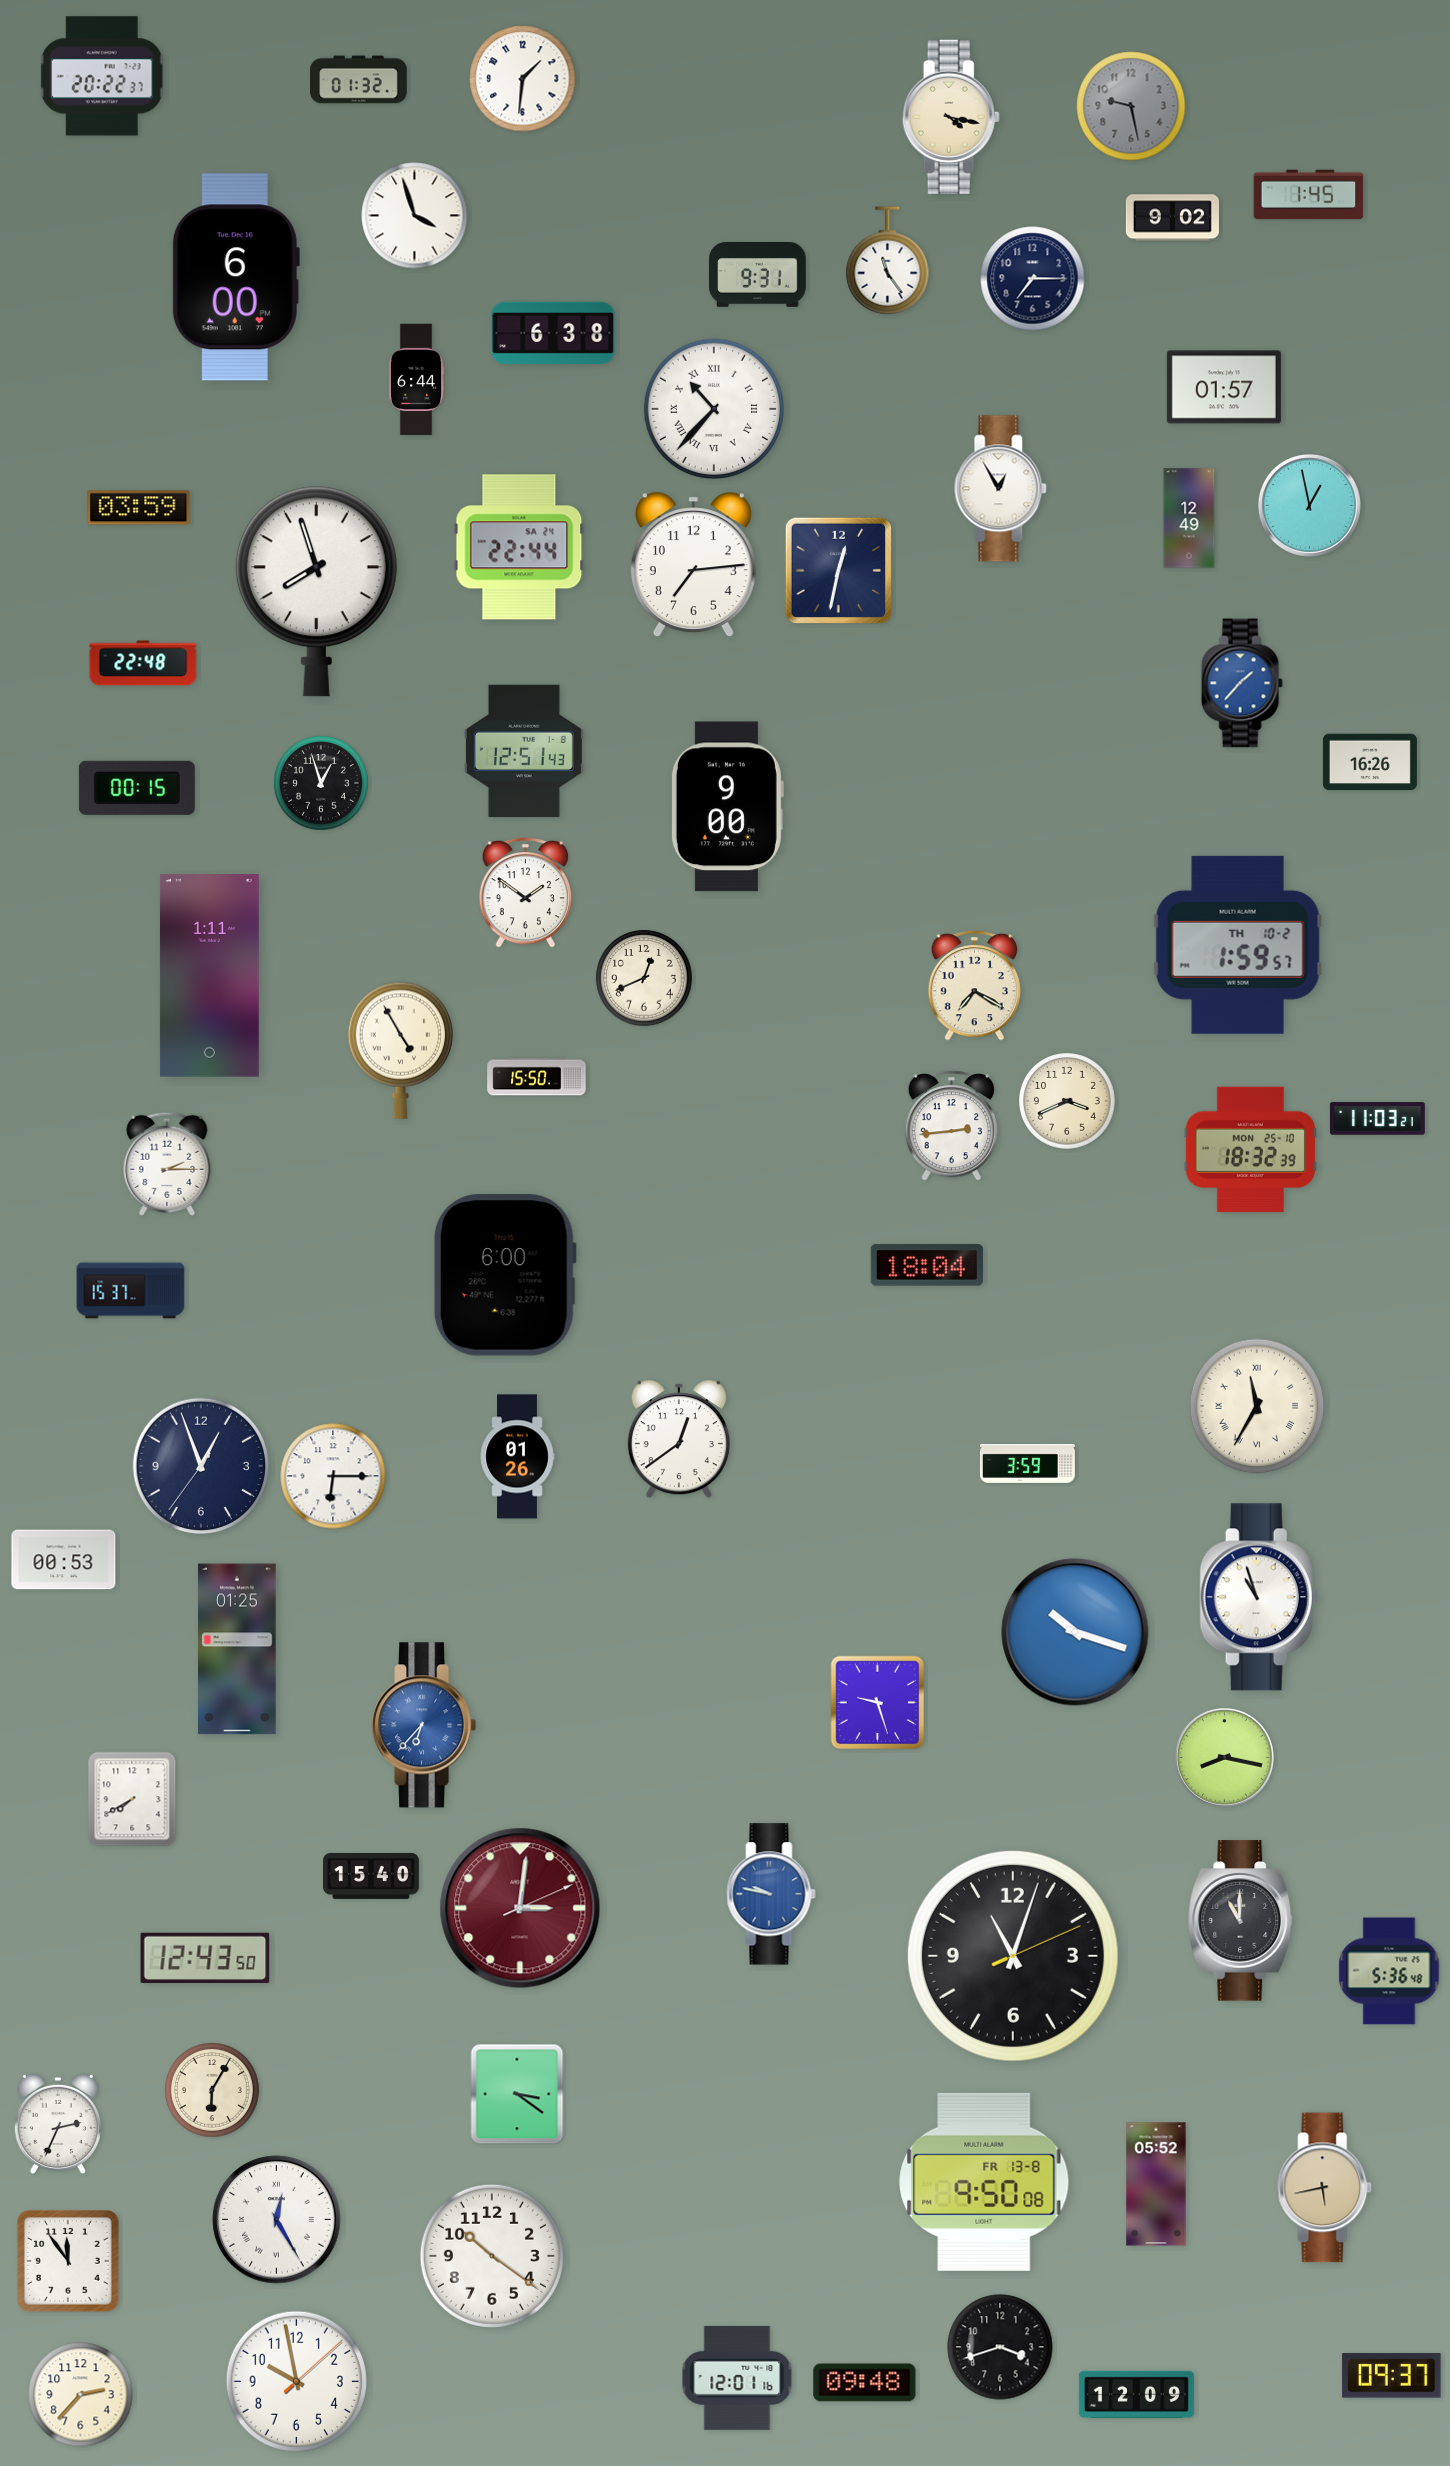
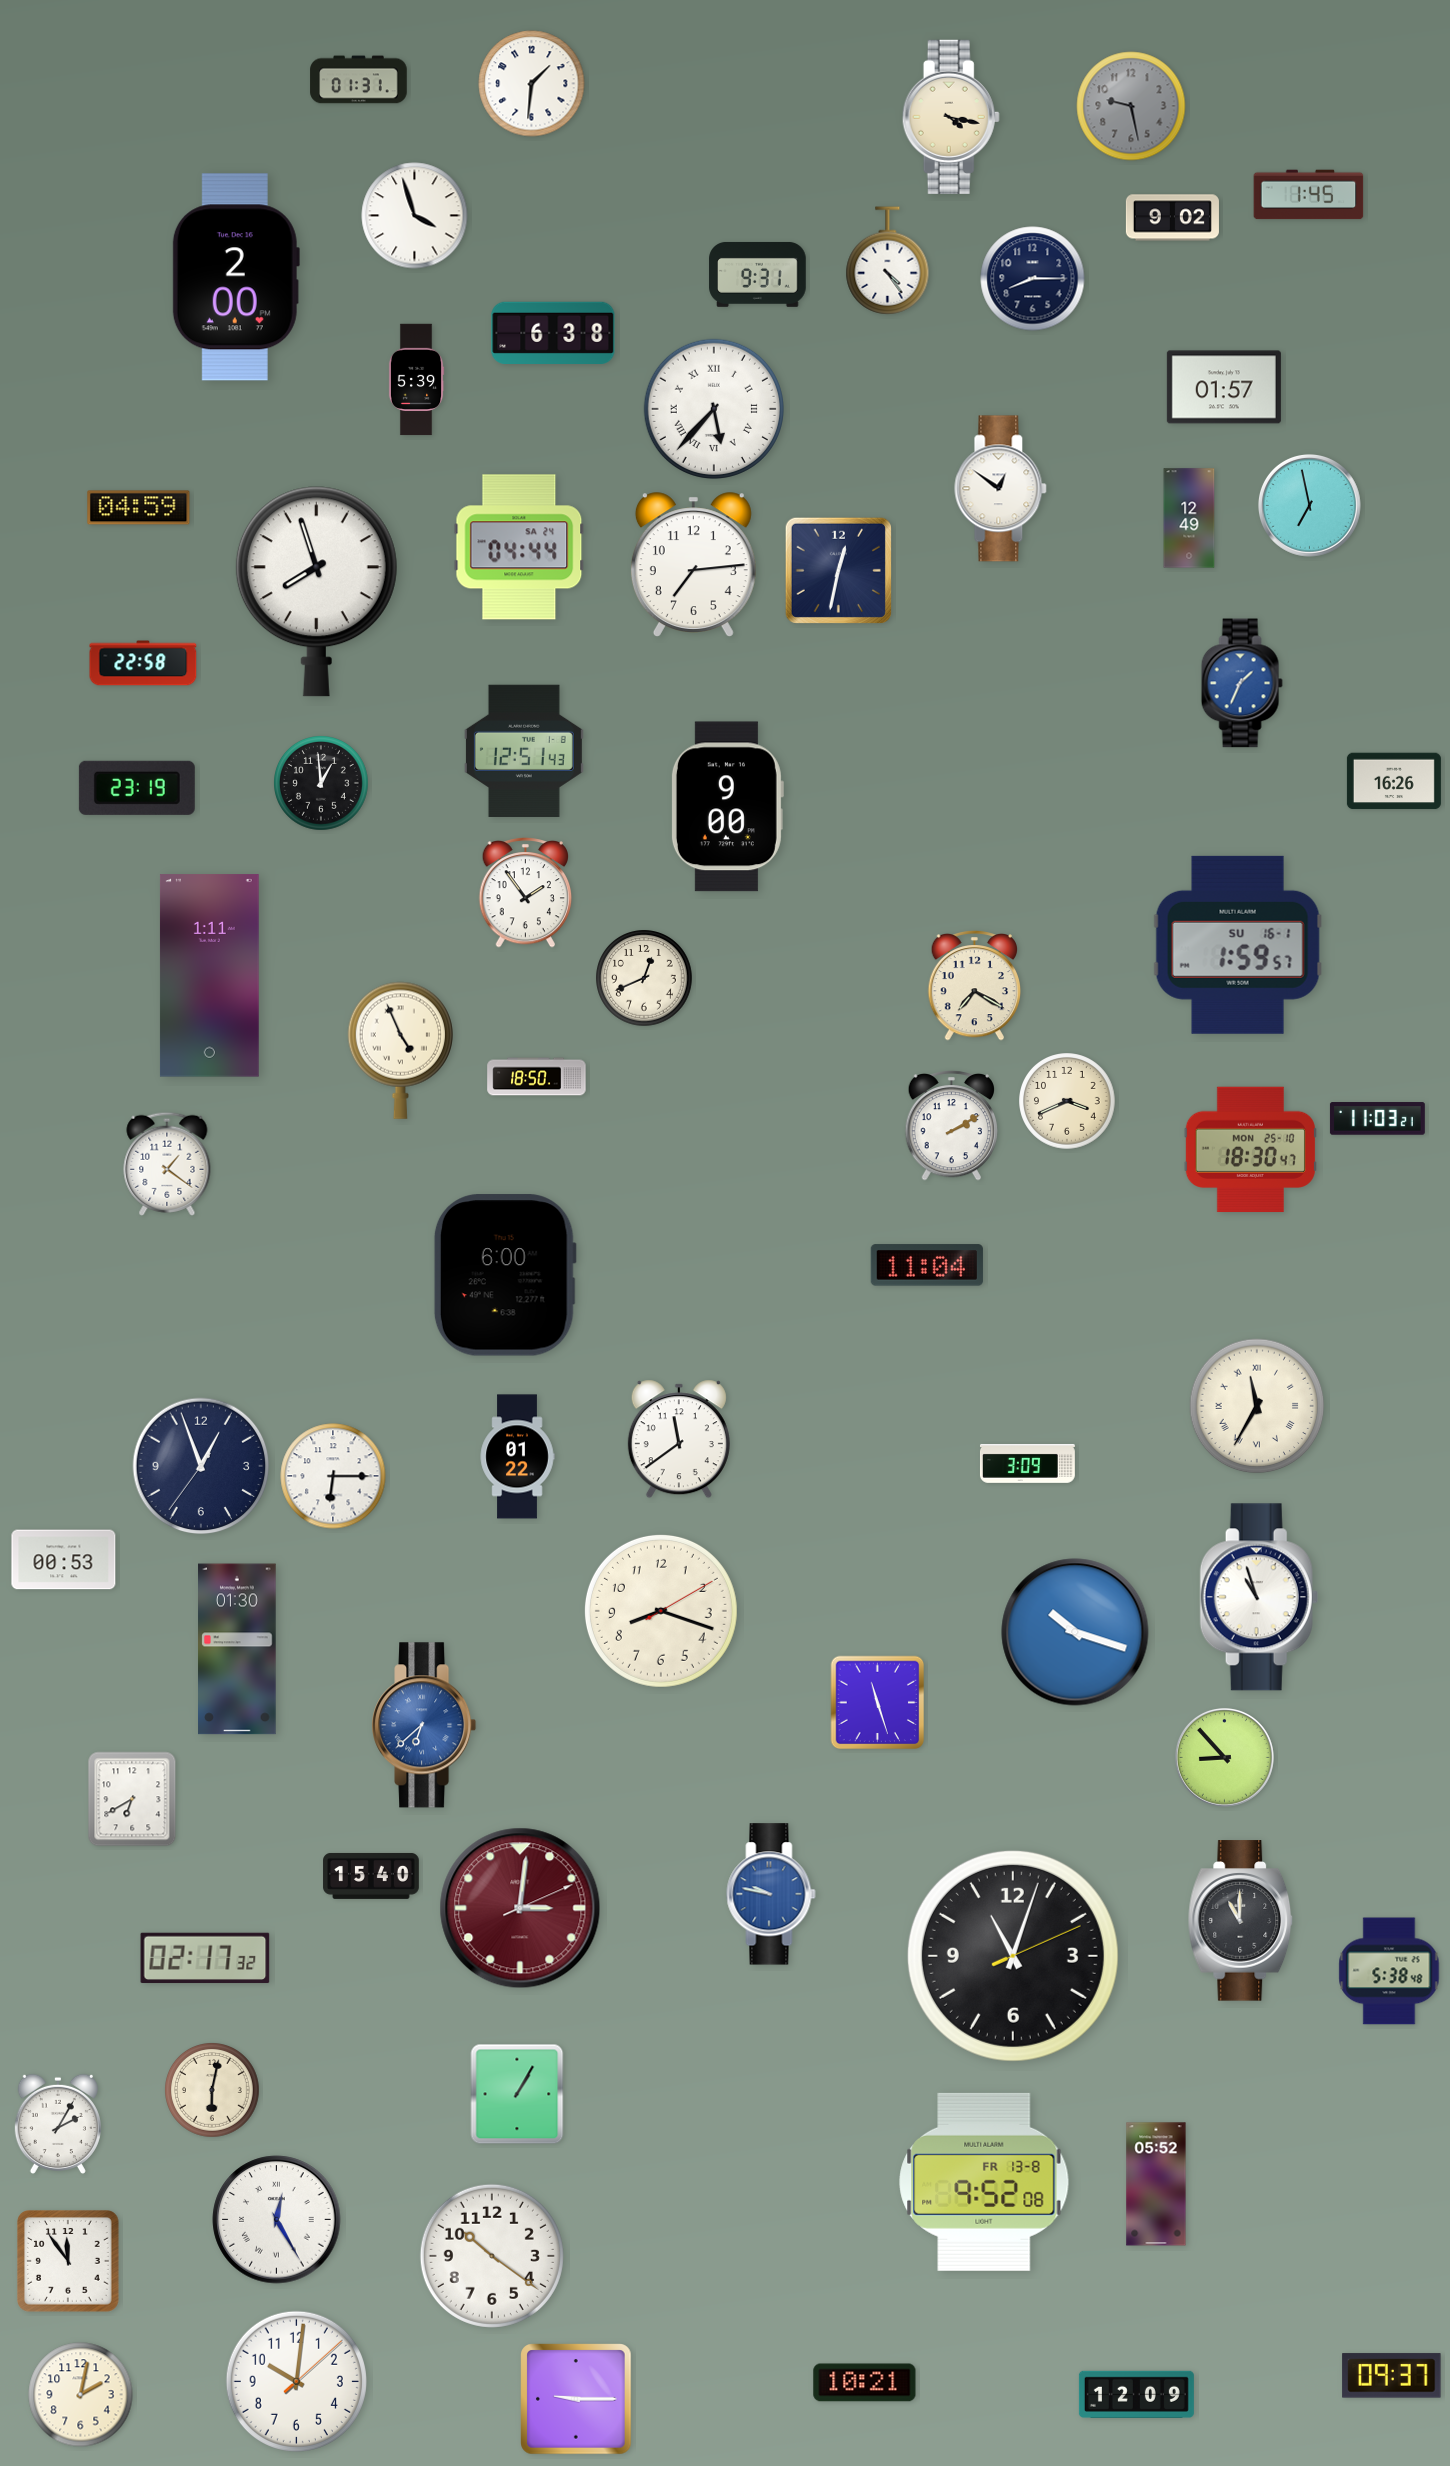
clock at (102, 76): 20:22 -> none
clock at (523, 79) position: (523, 79) -> (532, 84)
clock at (359, 80): 01:32 -> 01:31
clock at (888, 261): 11:24 -> 4:24
clock at (236, 277): 6:00 -> 2:00
clock at (1033, 279): 7:15 -> 8:15
clock at (416, 380): 6:44 -> 5:39
clock at (714, 409): 10:37 -> 5:37
clock at (1001, 489): 12:55 -> 12:51
clock at (1309, 505): 12:58 -> 6:58
clock at (139, 508): 03:59 -> 04:59
clock at (519, 547): 22:44 -> 04:44
clock at (143, 663): 22:48 -> 22:58
clock at (1242, 683): 1:37 -> 1:34
clock at (1370, 762) position: (1370, 762) -> (1394, 781)
clock at (322, 784): 12:57 -> 12:59
clock at (137, 788): 00:15 -> 23:19
clock at (525, 892): 1:51 -> 1:54
clock at (1238, 945) date: TH 10-2 -> SU 16-1
clock at (400, 1050): 4:55 -> 4:56
clock at (537, 1077): 15:50 -> 18:50
clock at (951, 1125): 2:44 -> 2:10
clock at (1250, 1150): 18:32 -> 18:30
clock at (167, 1164): 2:15 -> 1:21
clock at (927, 1265): 18:04 -> 11:04
clock at (131, 1291): 15:37 -> none
clock at (679, 1439): 12:39 -> 11:39
clock at (517, 1457): 01:26 -> 01:22
clock at (1027, 1463): 3:59 -> 3:09
clock at (661, 1611): none -> 8:18
clock at (237, 1649): 01:25 -> 01:30
clock at (878, 1703): 9:27 -> 11:27
clock at (424, 1725): 6:37 -> 6:38
clock at (1224, 1757): 8:17 -> 8:53
clock at (132, 1799): 7:40 -> 6:40
clock at (205, 1958): 12:43 -> 02:17
clock at (1389, 1971): 5:36 -> 5:38
clock at (213, 2091): 6:05 -> 6:02
clock at (517, 2094): 3:21 -> 1:05
clock at (58, 2124): 2:34 -> 2:05
clock at (984, 2182): 9:50 -> 9:52
clock at (1325, 2188): 5:43 -> none
clock at (1000, 2347): 3:42 -> none
clock at (737, 2378): 12:01 -> none
clock at (296, 2381): 9:58 -> 10:01
clock at (865, 2383): 09:48 -> 10:21
clock at (81, 2395): 2:37 -> 2:02
clock at (576, 2399): none -> 9:15
